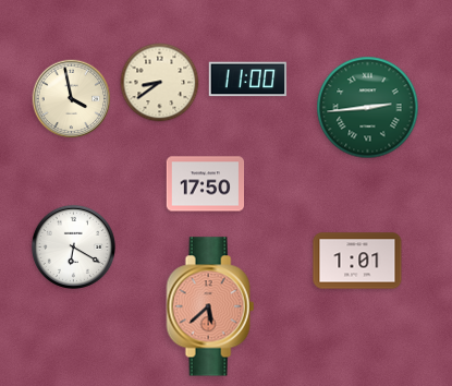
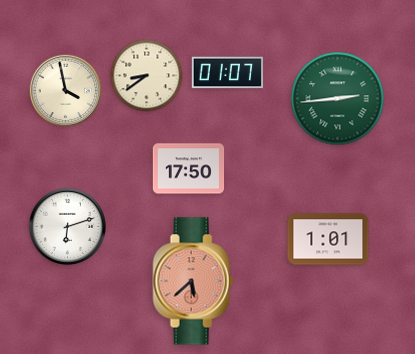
clock at (248, 80): 11:00 -> 01:07
clock at (73, 246): 6:20 -> 6:12
